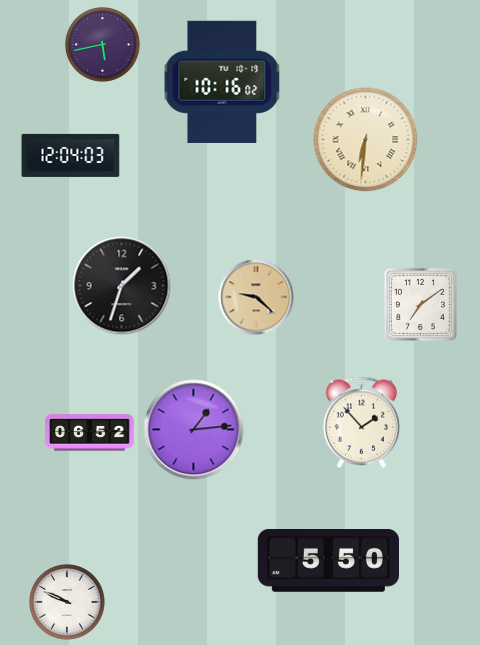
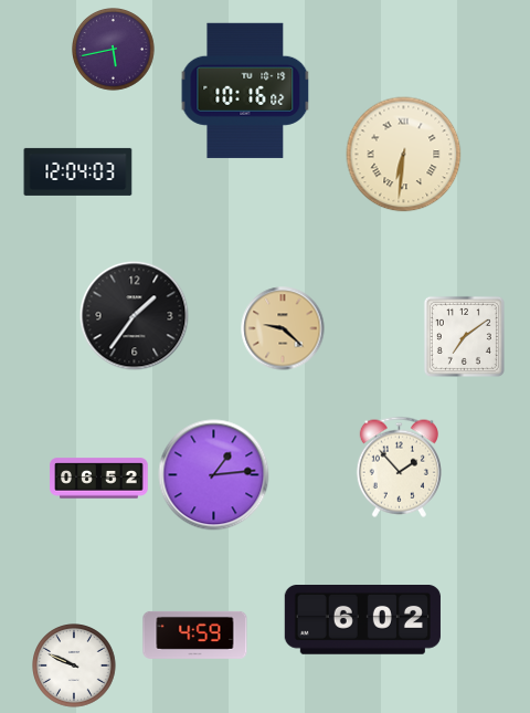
clock at (122, 286): 1:33 -> 1:36
clock at (328, 561): 5:50 -> 6:02
clock at (195, 635): none -> 4:59
